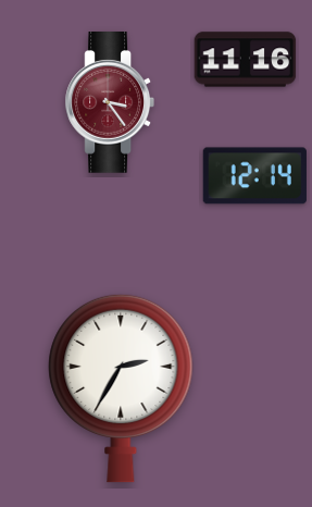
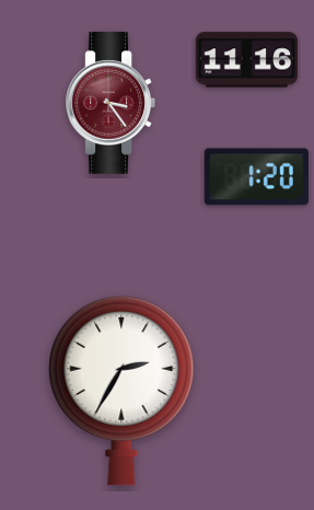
clock at (254, 176): 12:14 -> 1:20
